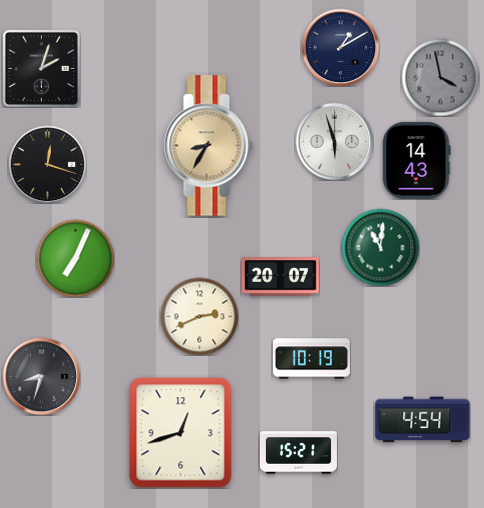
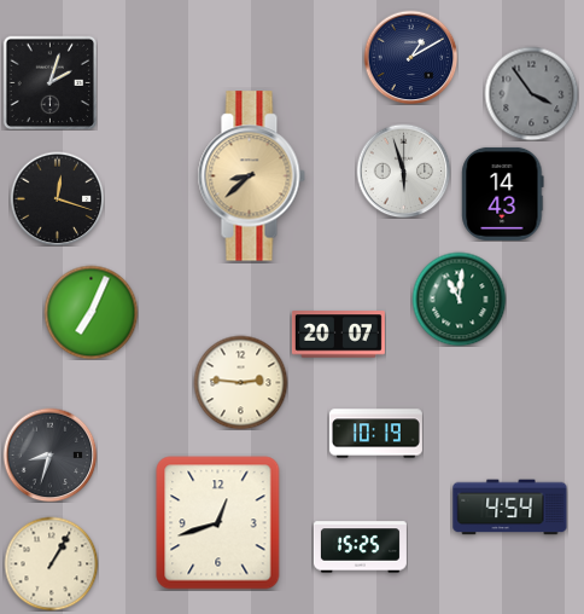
clock at (440, 77): 3:58 -> 3:54
clock at (208, 146): 8:35 -> 8:38
clock at (199, 316): 2:41 -> 2:46
clock at (298, 453): 15:21 -> 15:25
clock at (51, 563): none -> 1:05
